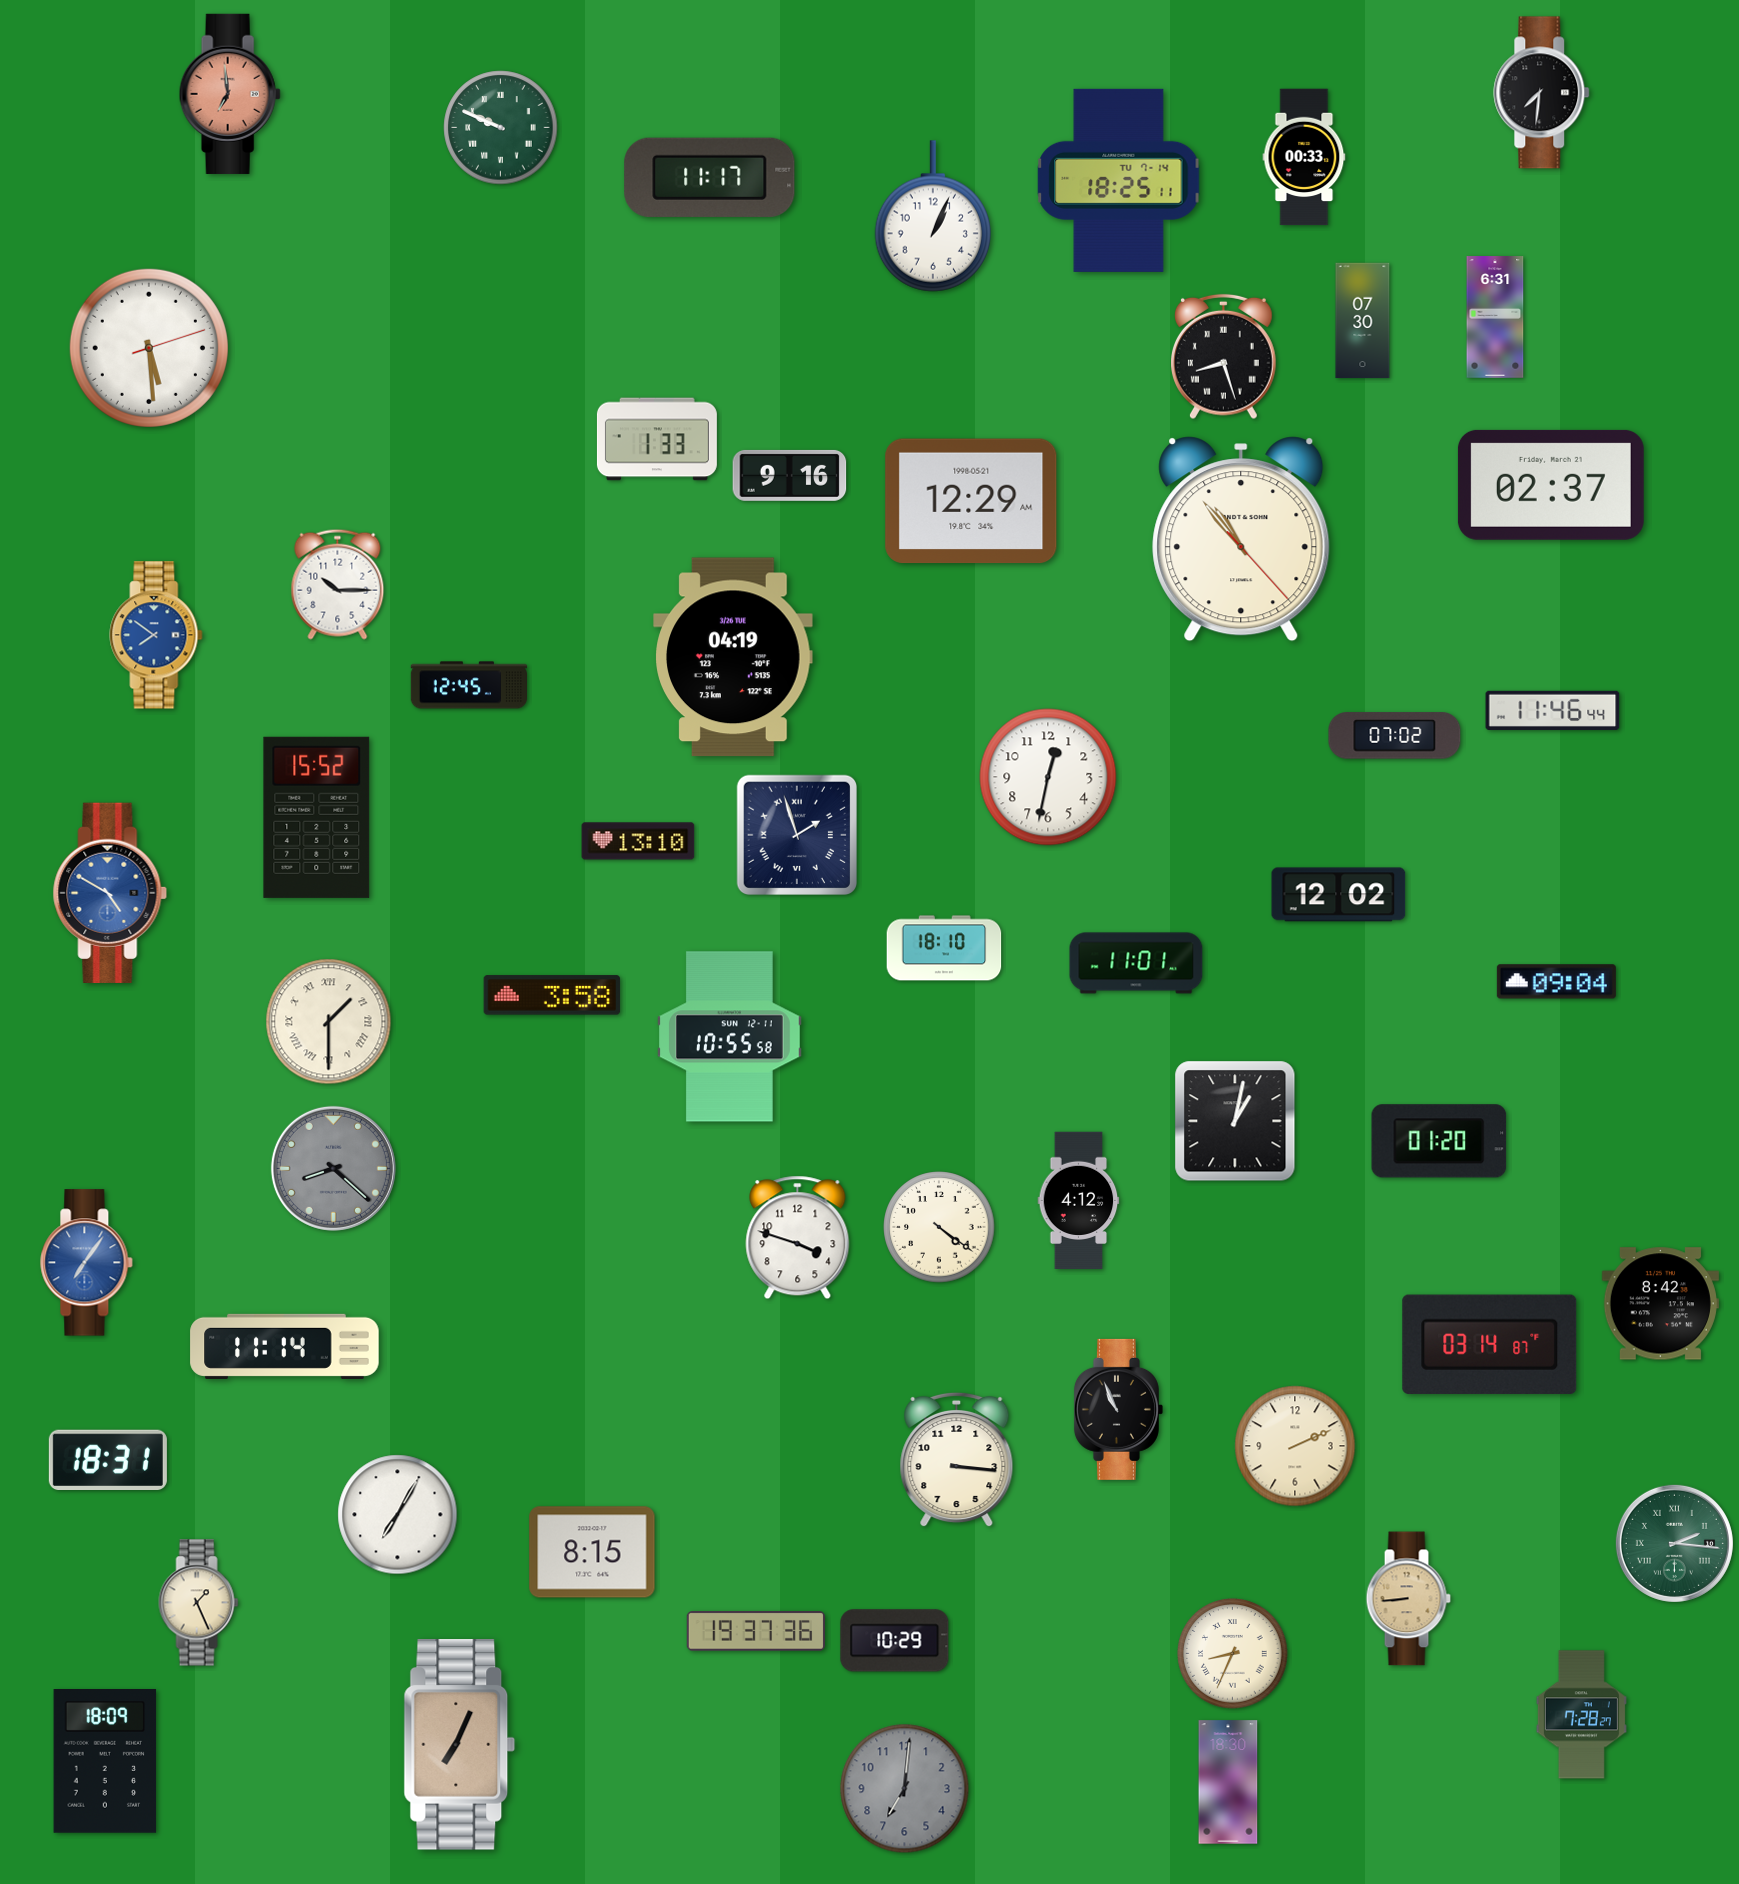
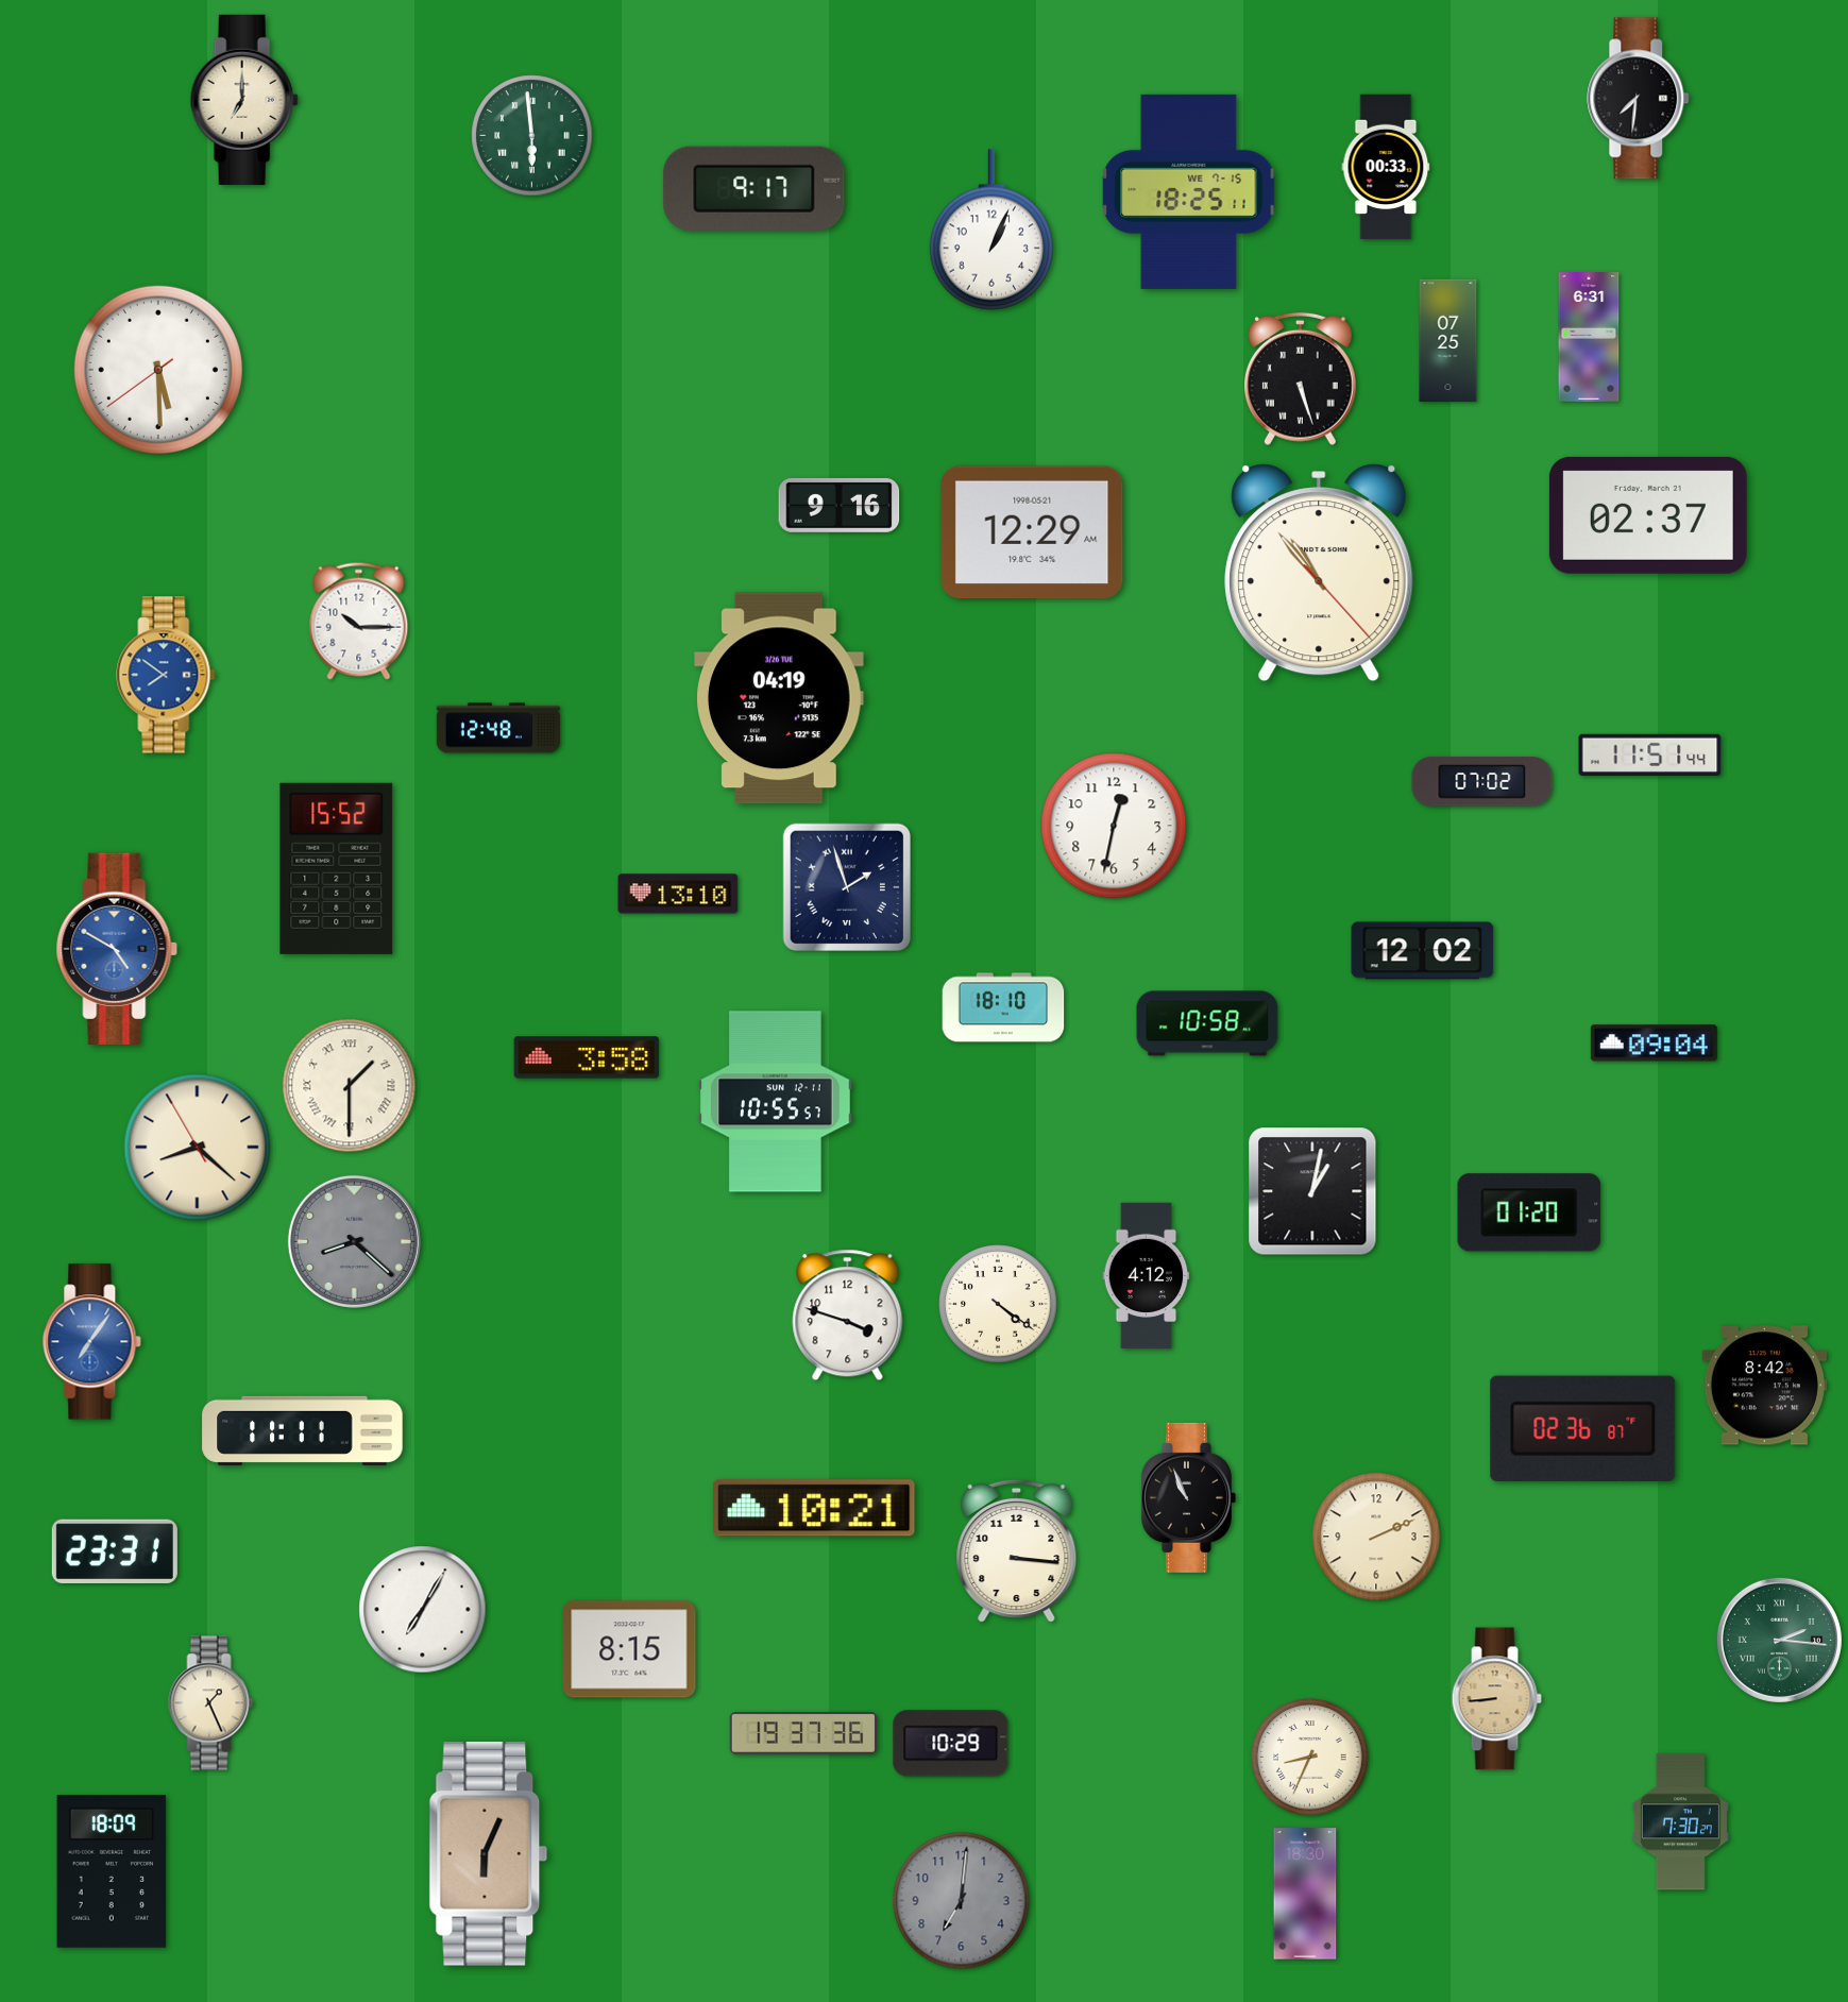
clock at (230, 94): 6:59 -> 7:00
clock at (230, 94) dial: salmon -> cream
clock at (501, 128): 9:49 -> 5:59
clock at (710, 177): 11:17 -> 9:17
clock at (1119, 180) date: TU 7-14 -> WE 7-15
clock at (1363, 321): 07:30 -> 07:25
clock at (149, 348): 5:29:12 -> 5:29:39
clock at (1224, 357): 8:27 -> 5:27
clock at (657, 439): 1:33 -> none
clock at (469, 685): 12:45 -> 12:48
clock at (1553, 710): 11:46 -> 11:51
clock at (1136, 963): 11:01 -> 10:58
clock at (730, 1037): 10:55:58 -> 10:55:57
clock at (198, 1148): none -> 8:21
clock at (1490, 1344): 03:14 -> 02:36
clock at (285, 1346): 11:14 -> 11:11
clock at (814, 1508): none -> 10:21
clock at (108, 1459): 18:31 -> 23:31
clock at (1581, 1715): 7:28 -> 7:30
clock at (460, 1745): 7:04 -> 6:04
